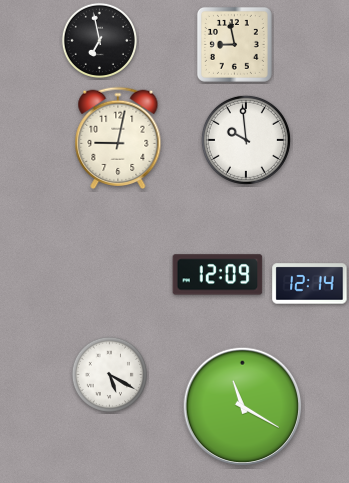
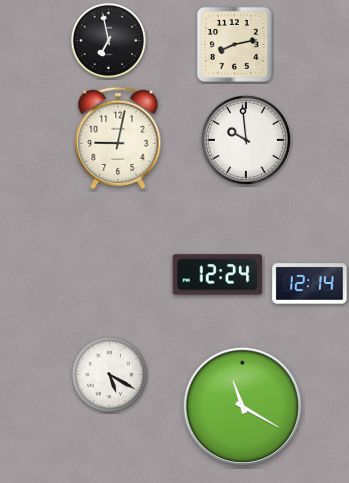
clock at (99, 40) position: (99, 40) -> (108, 40)
clock at (234, 44): 8:58 -> 8:13
clock at (218, 275): 12:09 -> 12:24
